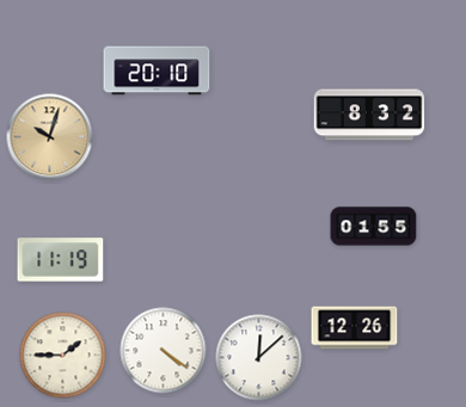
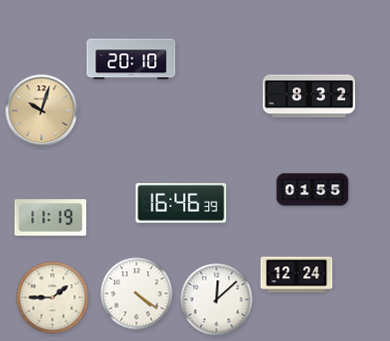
clock at (50, 137) position: (50, 137) -> (42, 111)
clock at (181, 203): none -> 16:46
clock at (355, 328): 12:26 -> 12:24
